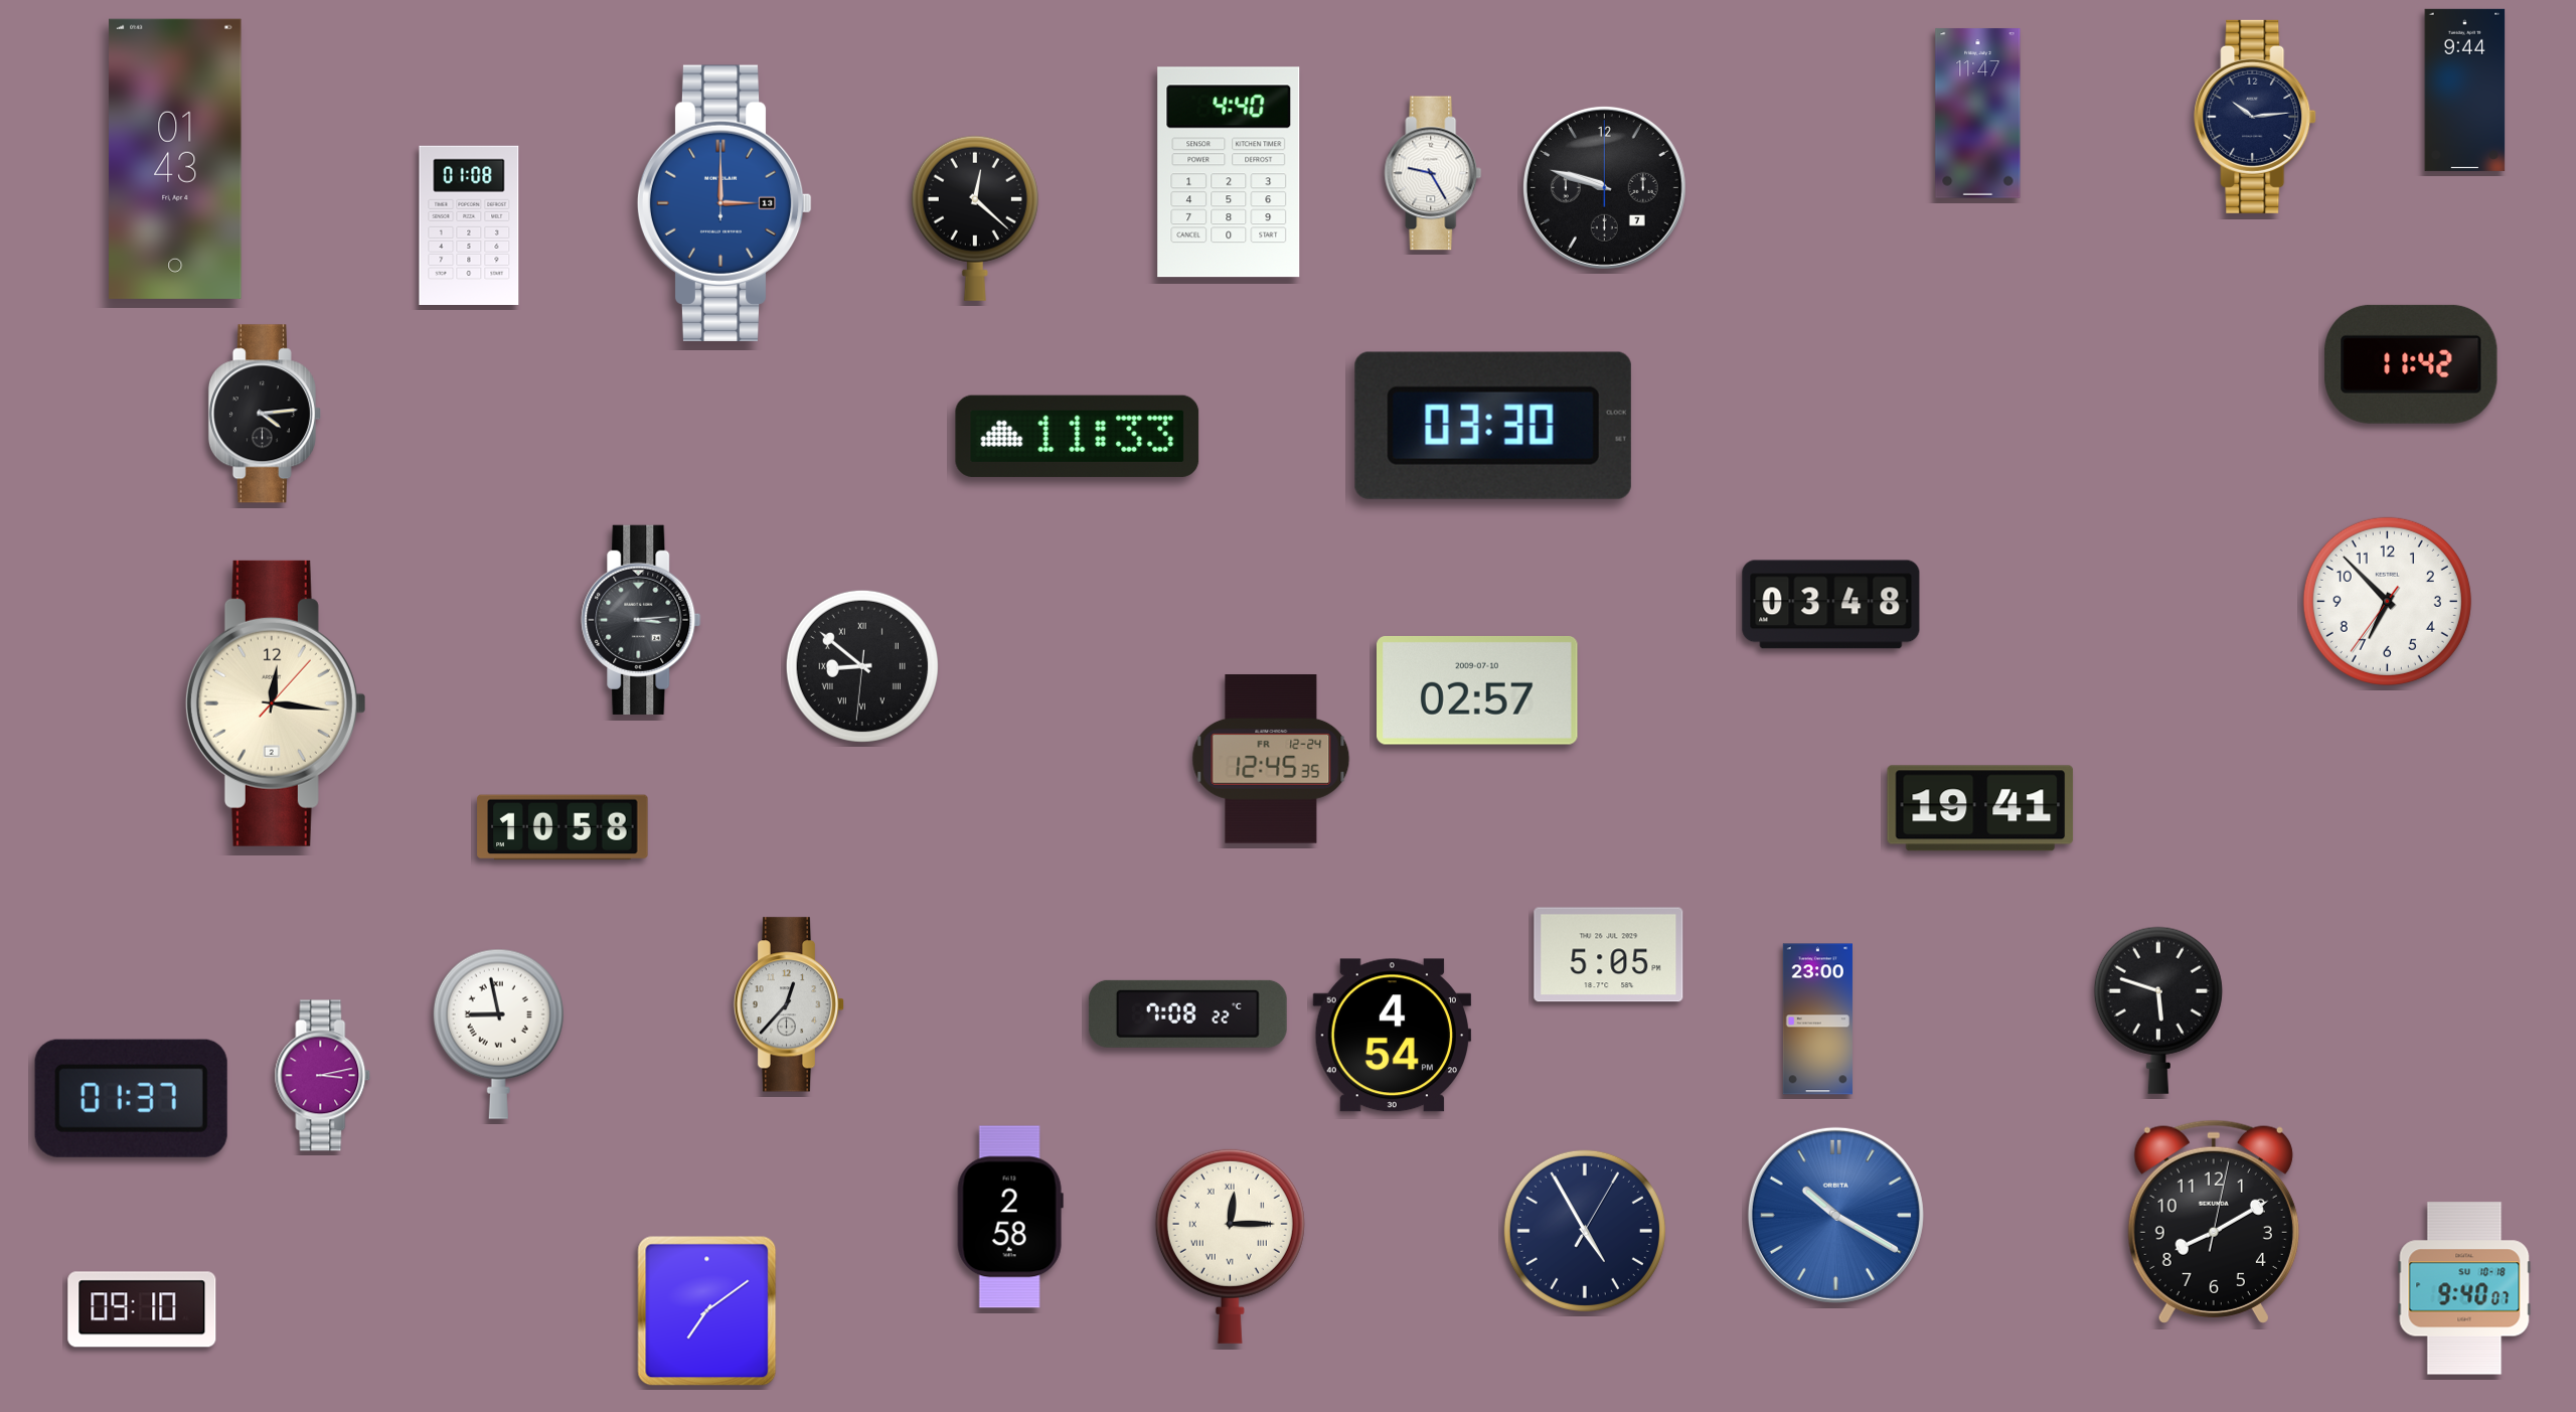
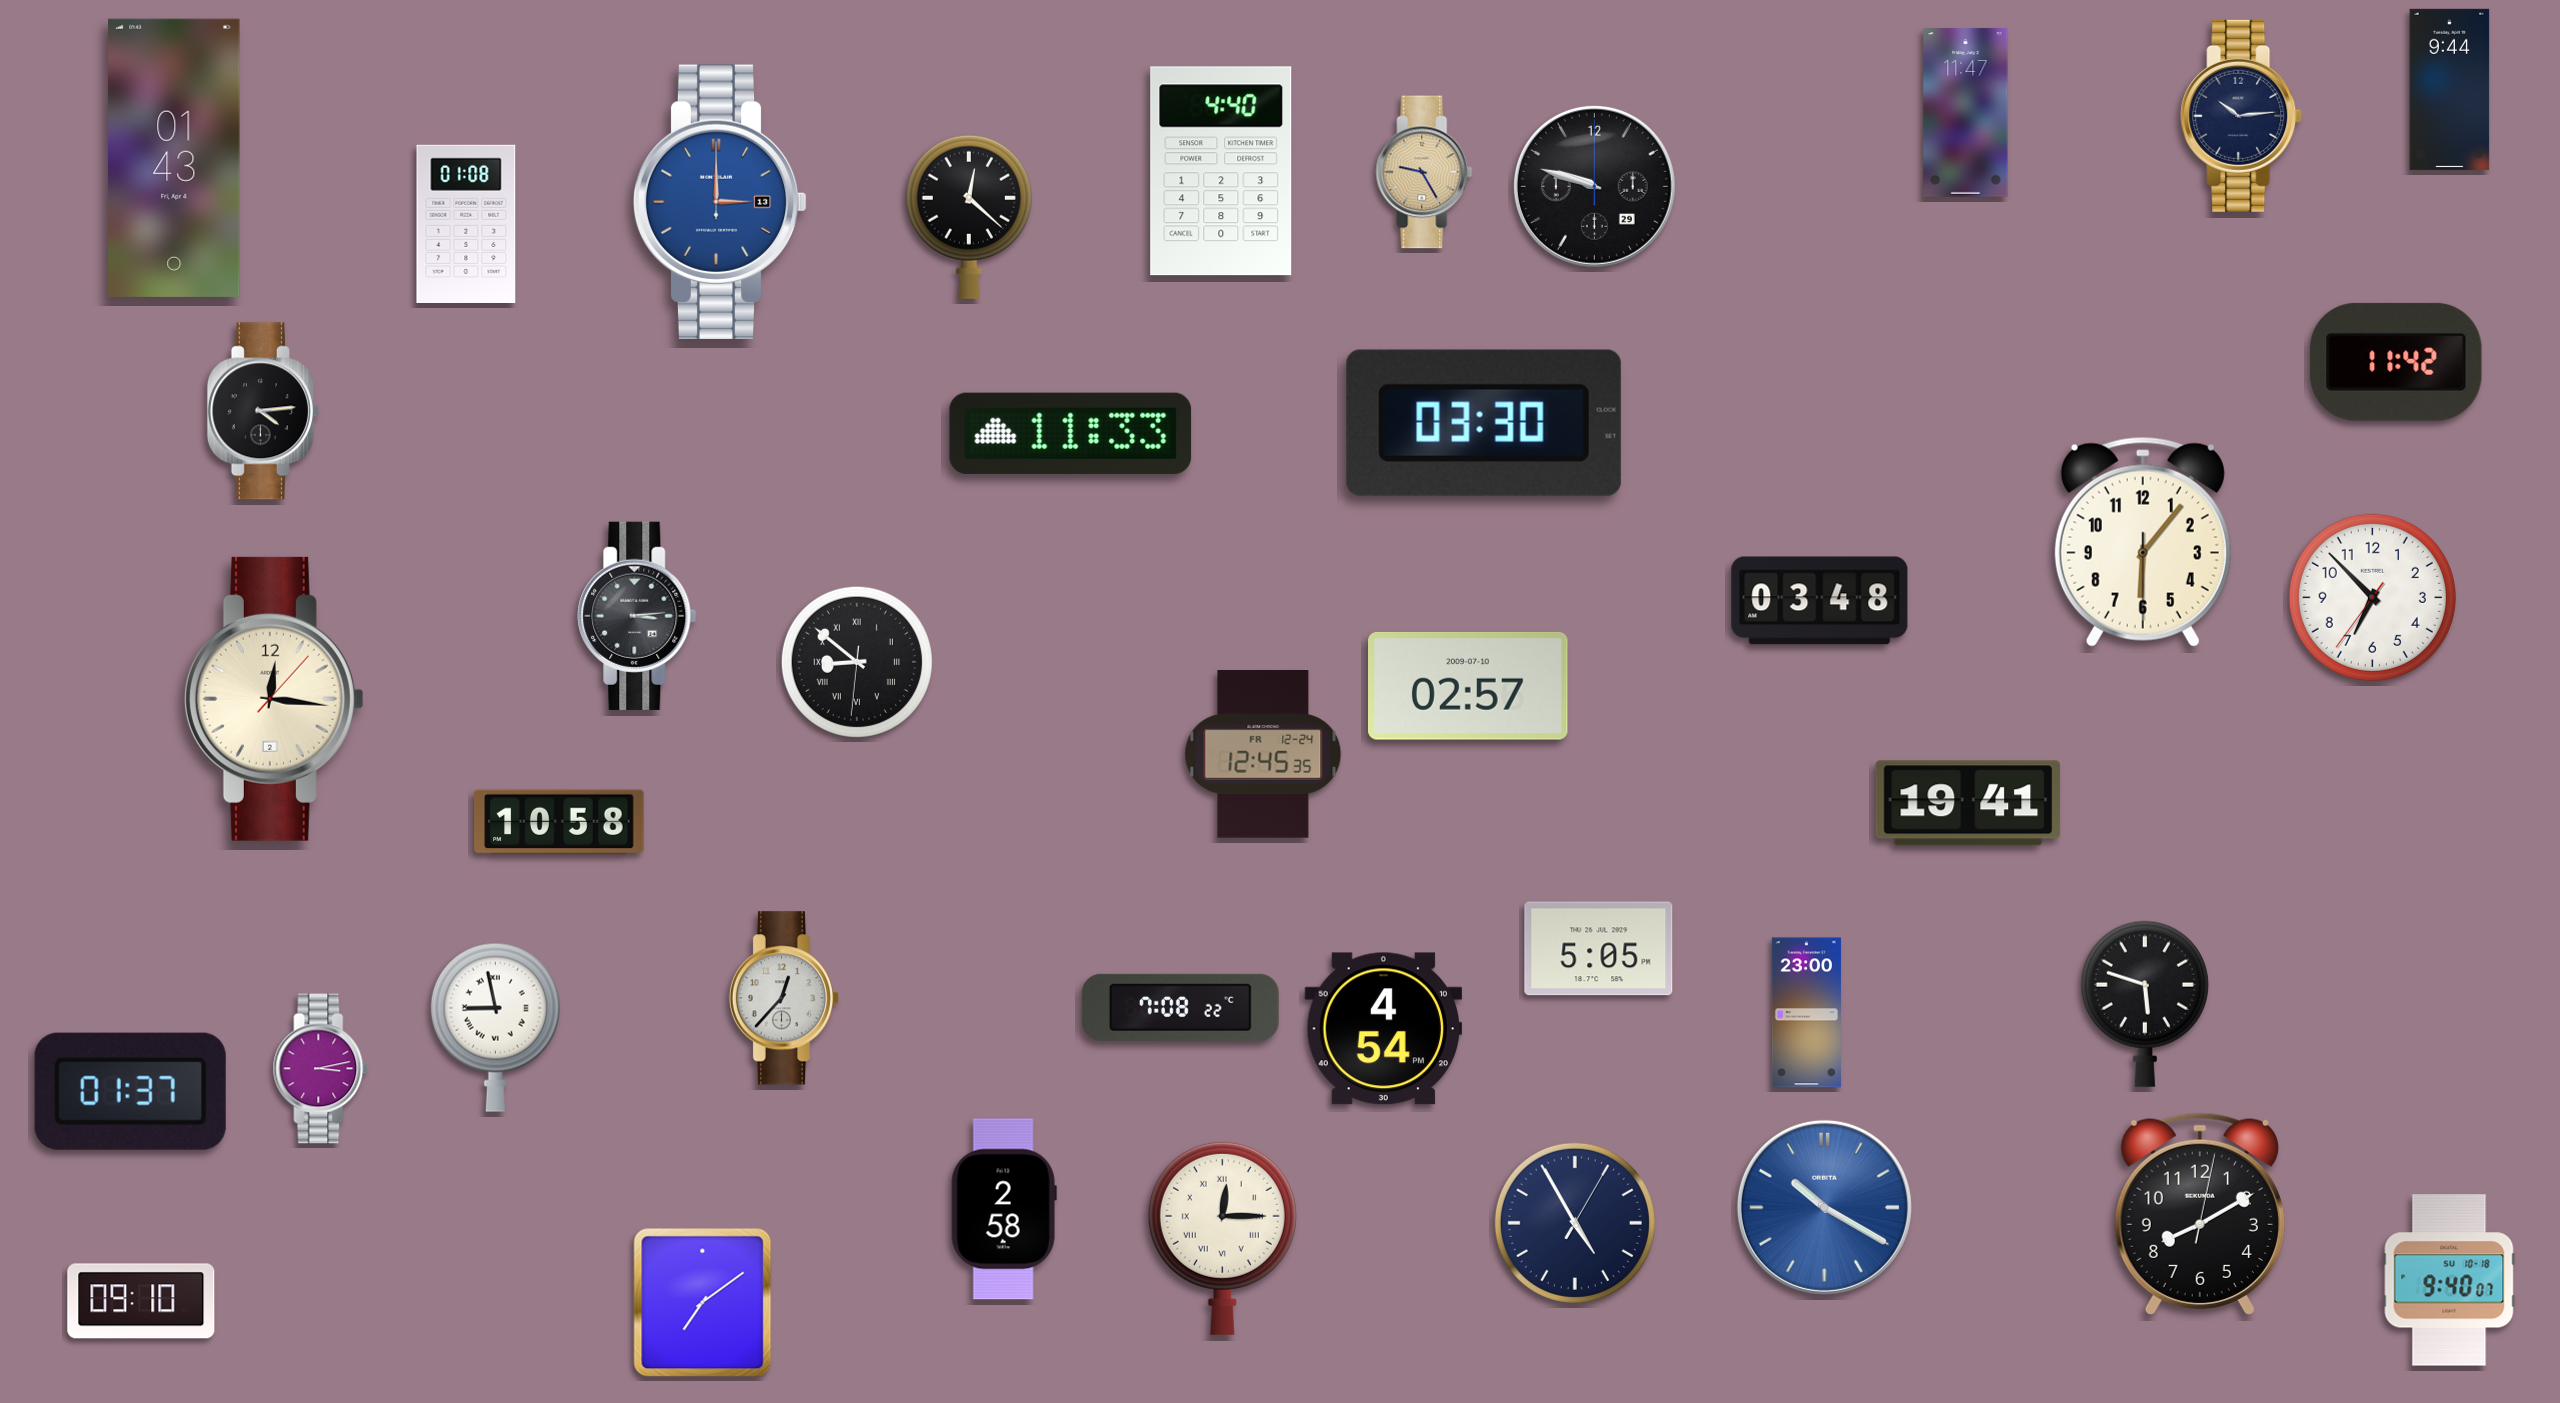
clock at (1433, 173) dial: white -> champagne
clock at (1604, 187) date: 7 -> 29
clock at (2143, 542): none -> 6:06
